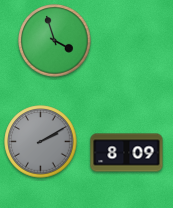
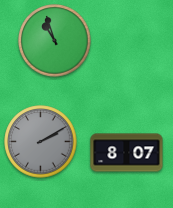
clock at (55, 41): 3:57 -> 10:57
clock at (127, 153): 8:09 -> 8:07
